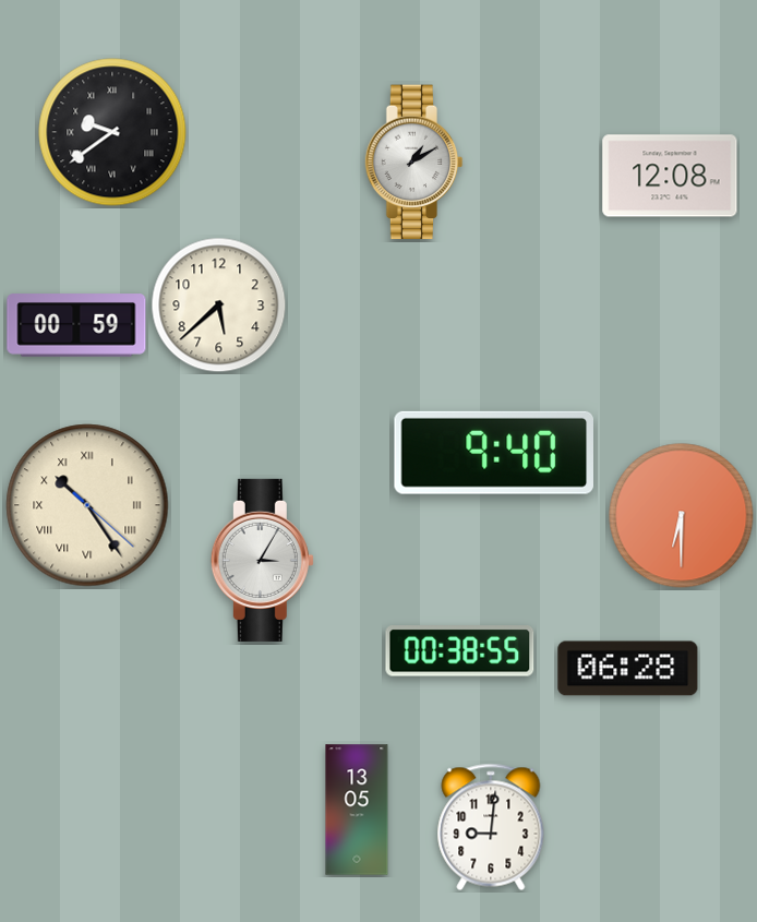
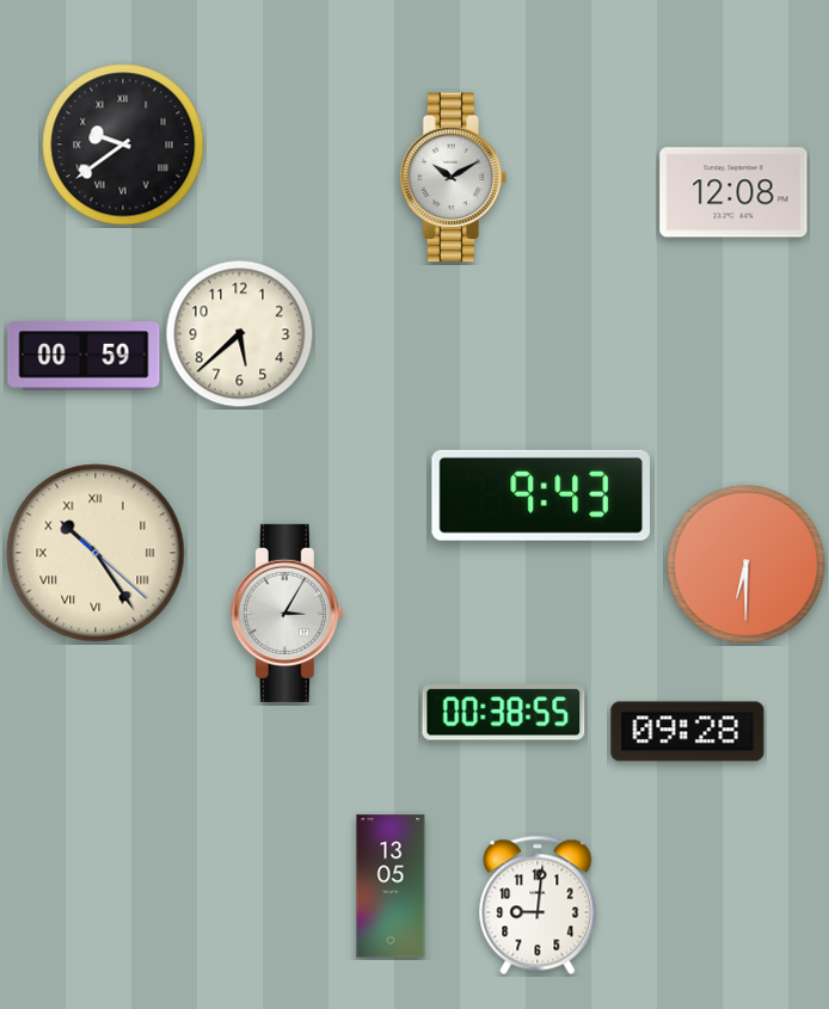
clock at (414, 163): 1:10 -> 10:10
clock at (493, 453): 9:40 -> 9:43
clock at (628, 669): 06:28 -> 09:28
